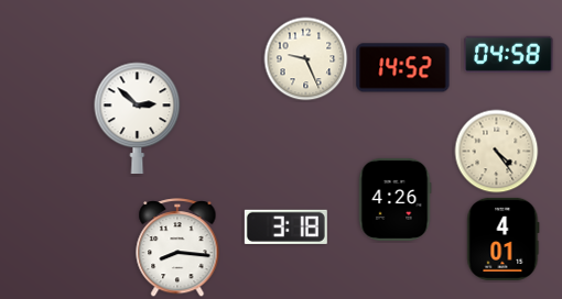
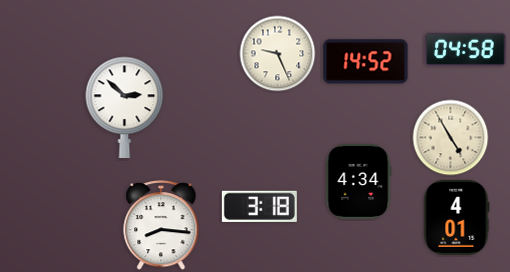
clock at (509, 54) position: (509, 54) -> (466, 49)
clock at (497, 152): 4:24 -> 4:55
clock at (395, 199): 4:26 -> 4:34
